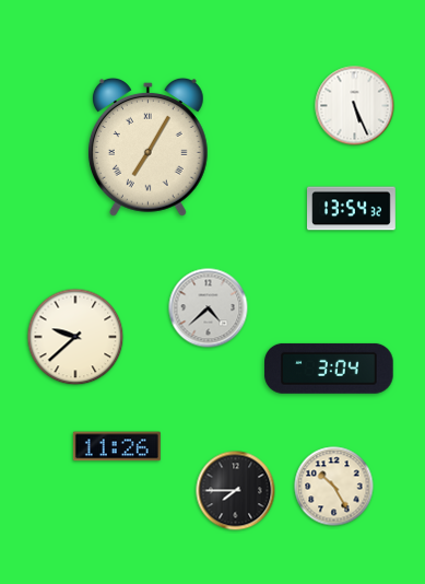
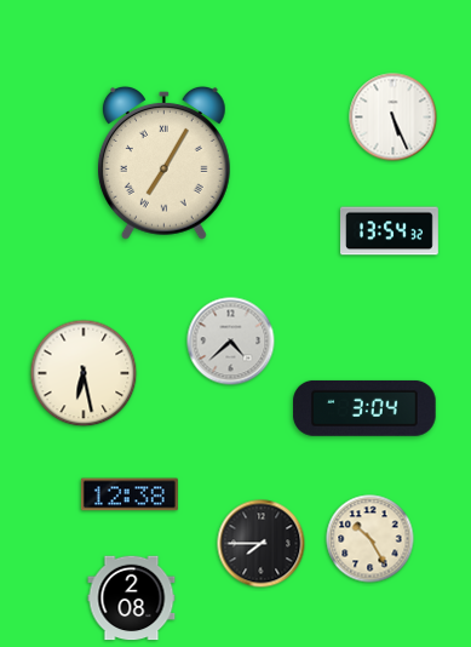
clock at (75, 337): 9:38 -> 6:28
clock at (117, 446): 11:26 -> 12:38
clock at (132, 599): none -> 2:08
